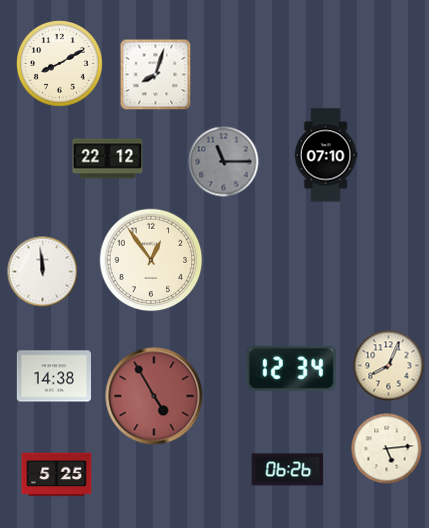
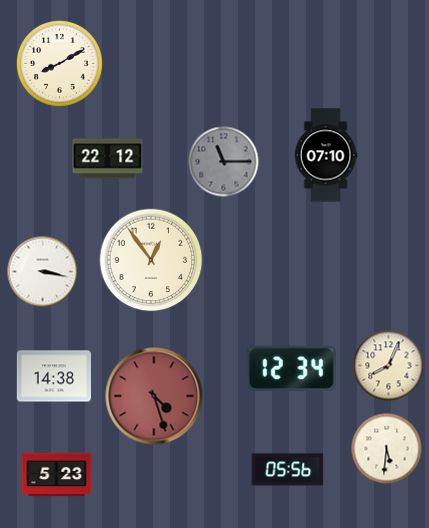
clock at (156, 75): 8:03 -> none
clock at (43, 272): 11:59 -> 3:17
clock at (154, 396): 4:55 -> 4:27
clock at (387, 449): 5:14 -> 5:31
clock at (288, 470): 06:26 -> 05:56
clock at (57, 475): 5:25 -> 5:23
